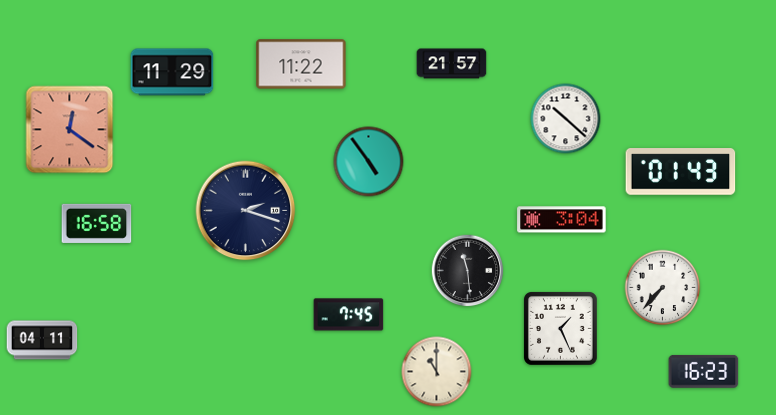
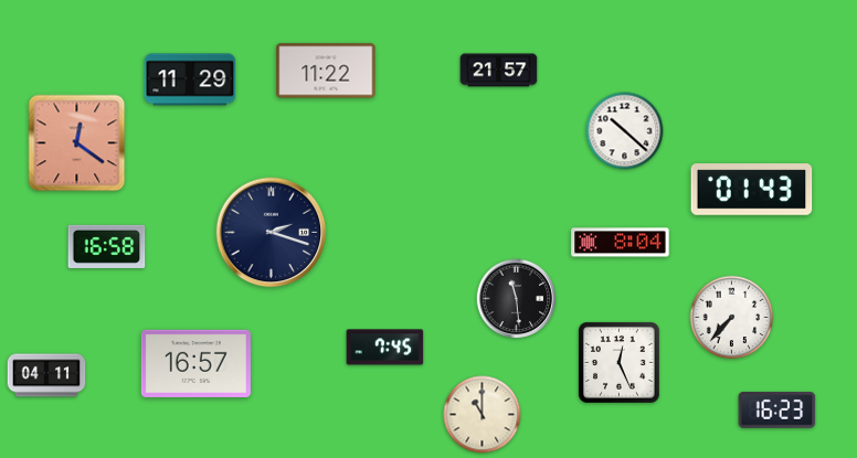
clock at (301, 64) position: (301, 64) -> (326, 71)
clock at (369, 162): 4:54 -> none
clock at (562, 220): 3:04 -> 8:04
clock at (195, 363): none -> 16:57
clock at (561, 329): 1:26 -> 12:26
clock at (437, 372) position: (437, 372) -> (483, 415)
